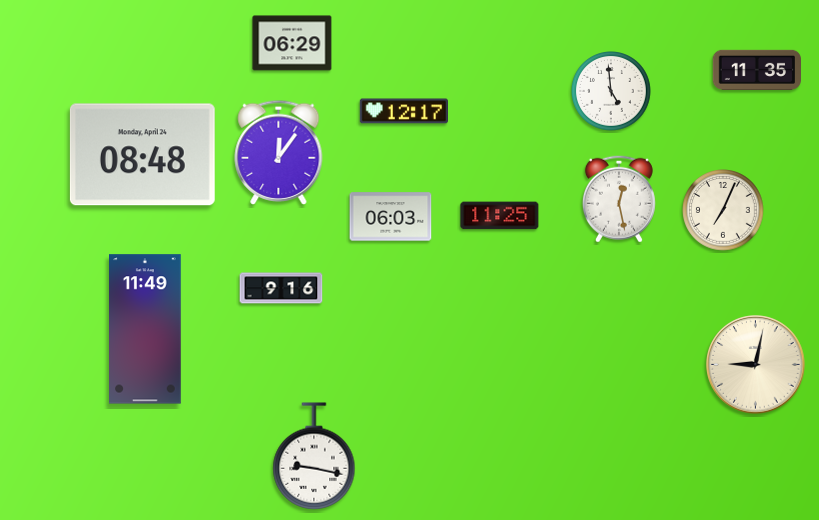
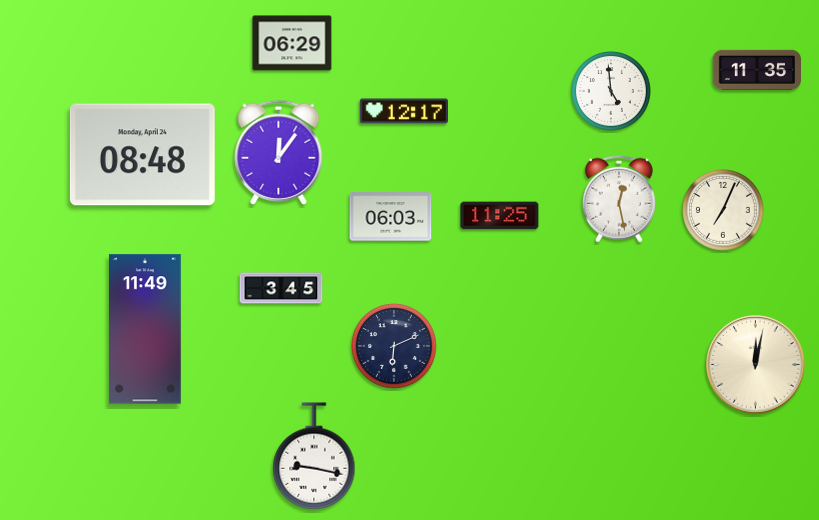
clock at (281, 288): 9:16 -> 3:45
clock at (394, 346): none -> 6:11
clock at (756, 365): 9:02 -> 12:02
